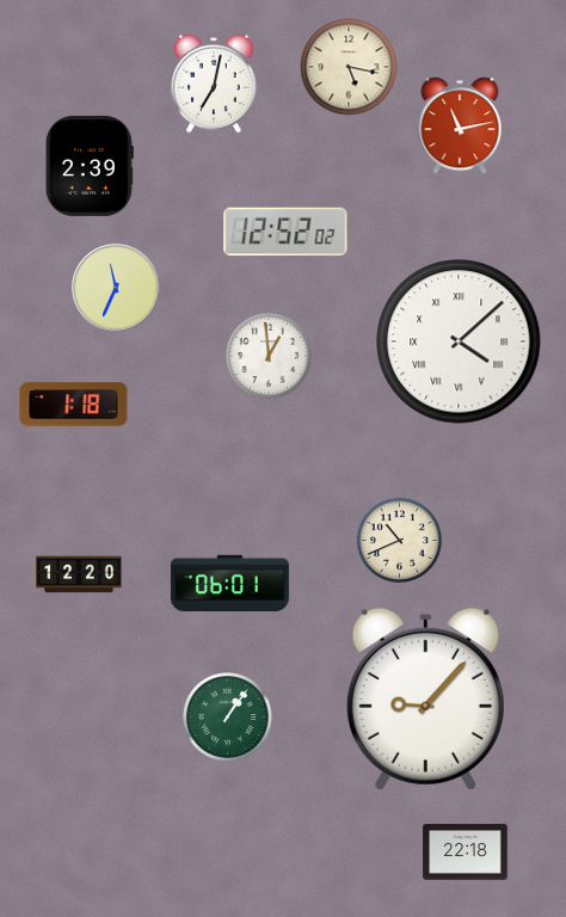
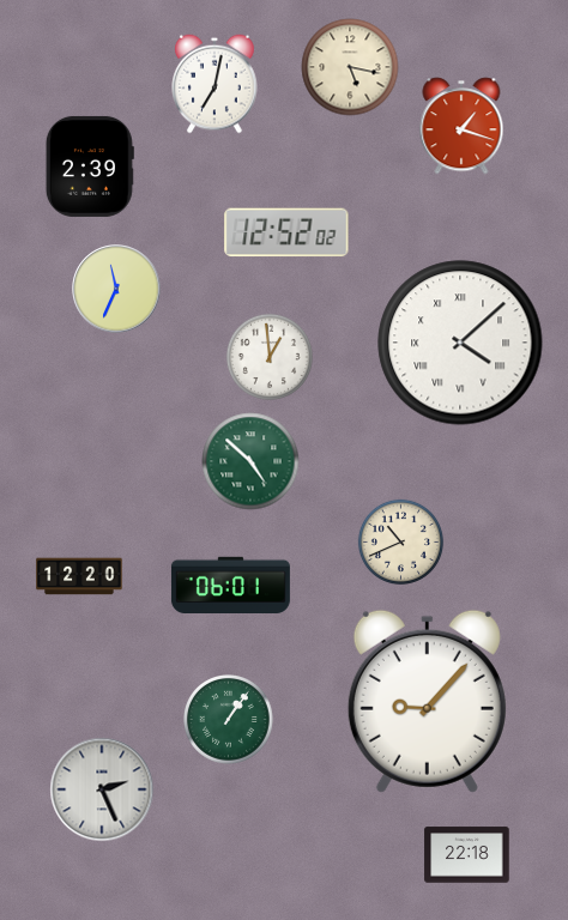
clock at (460, 125): 11:13 -> 1:18
clock at (74, 405): 1:18 -> none
clock at (250, 461): none -> 4:52
clock at (102, 789): none -> 2:26
